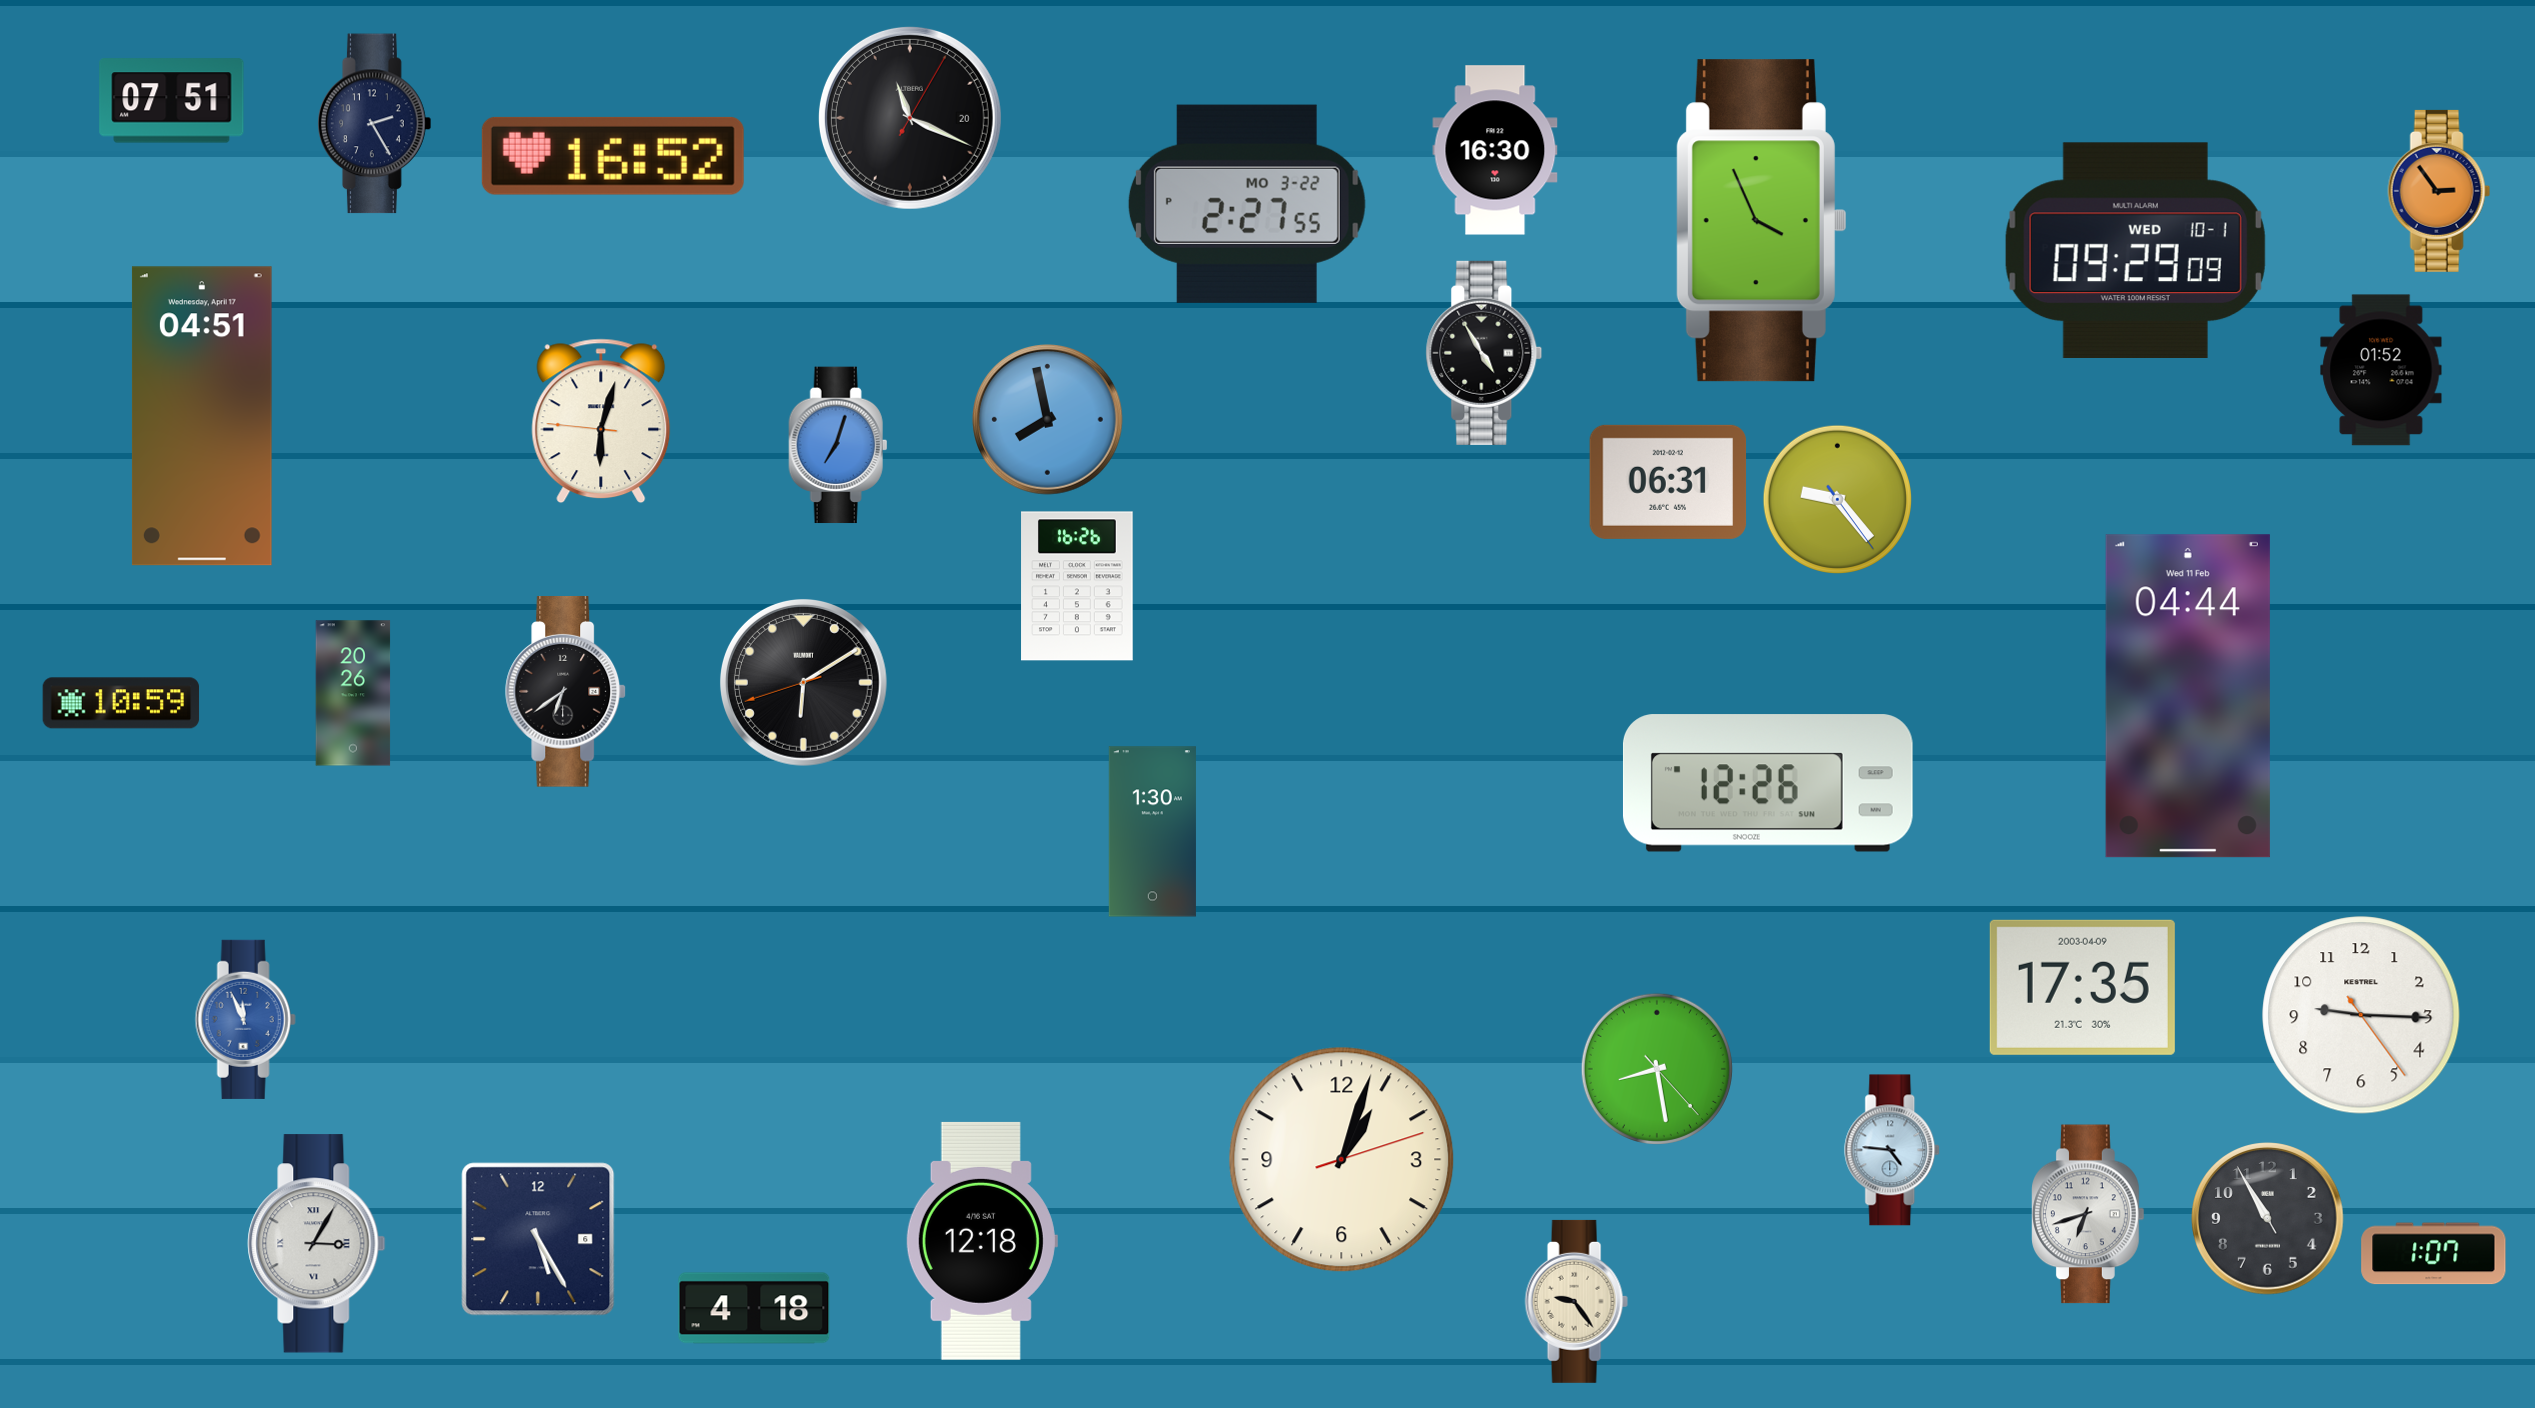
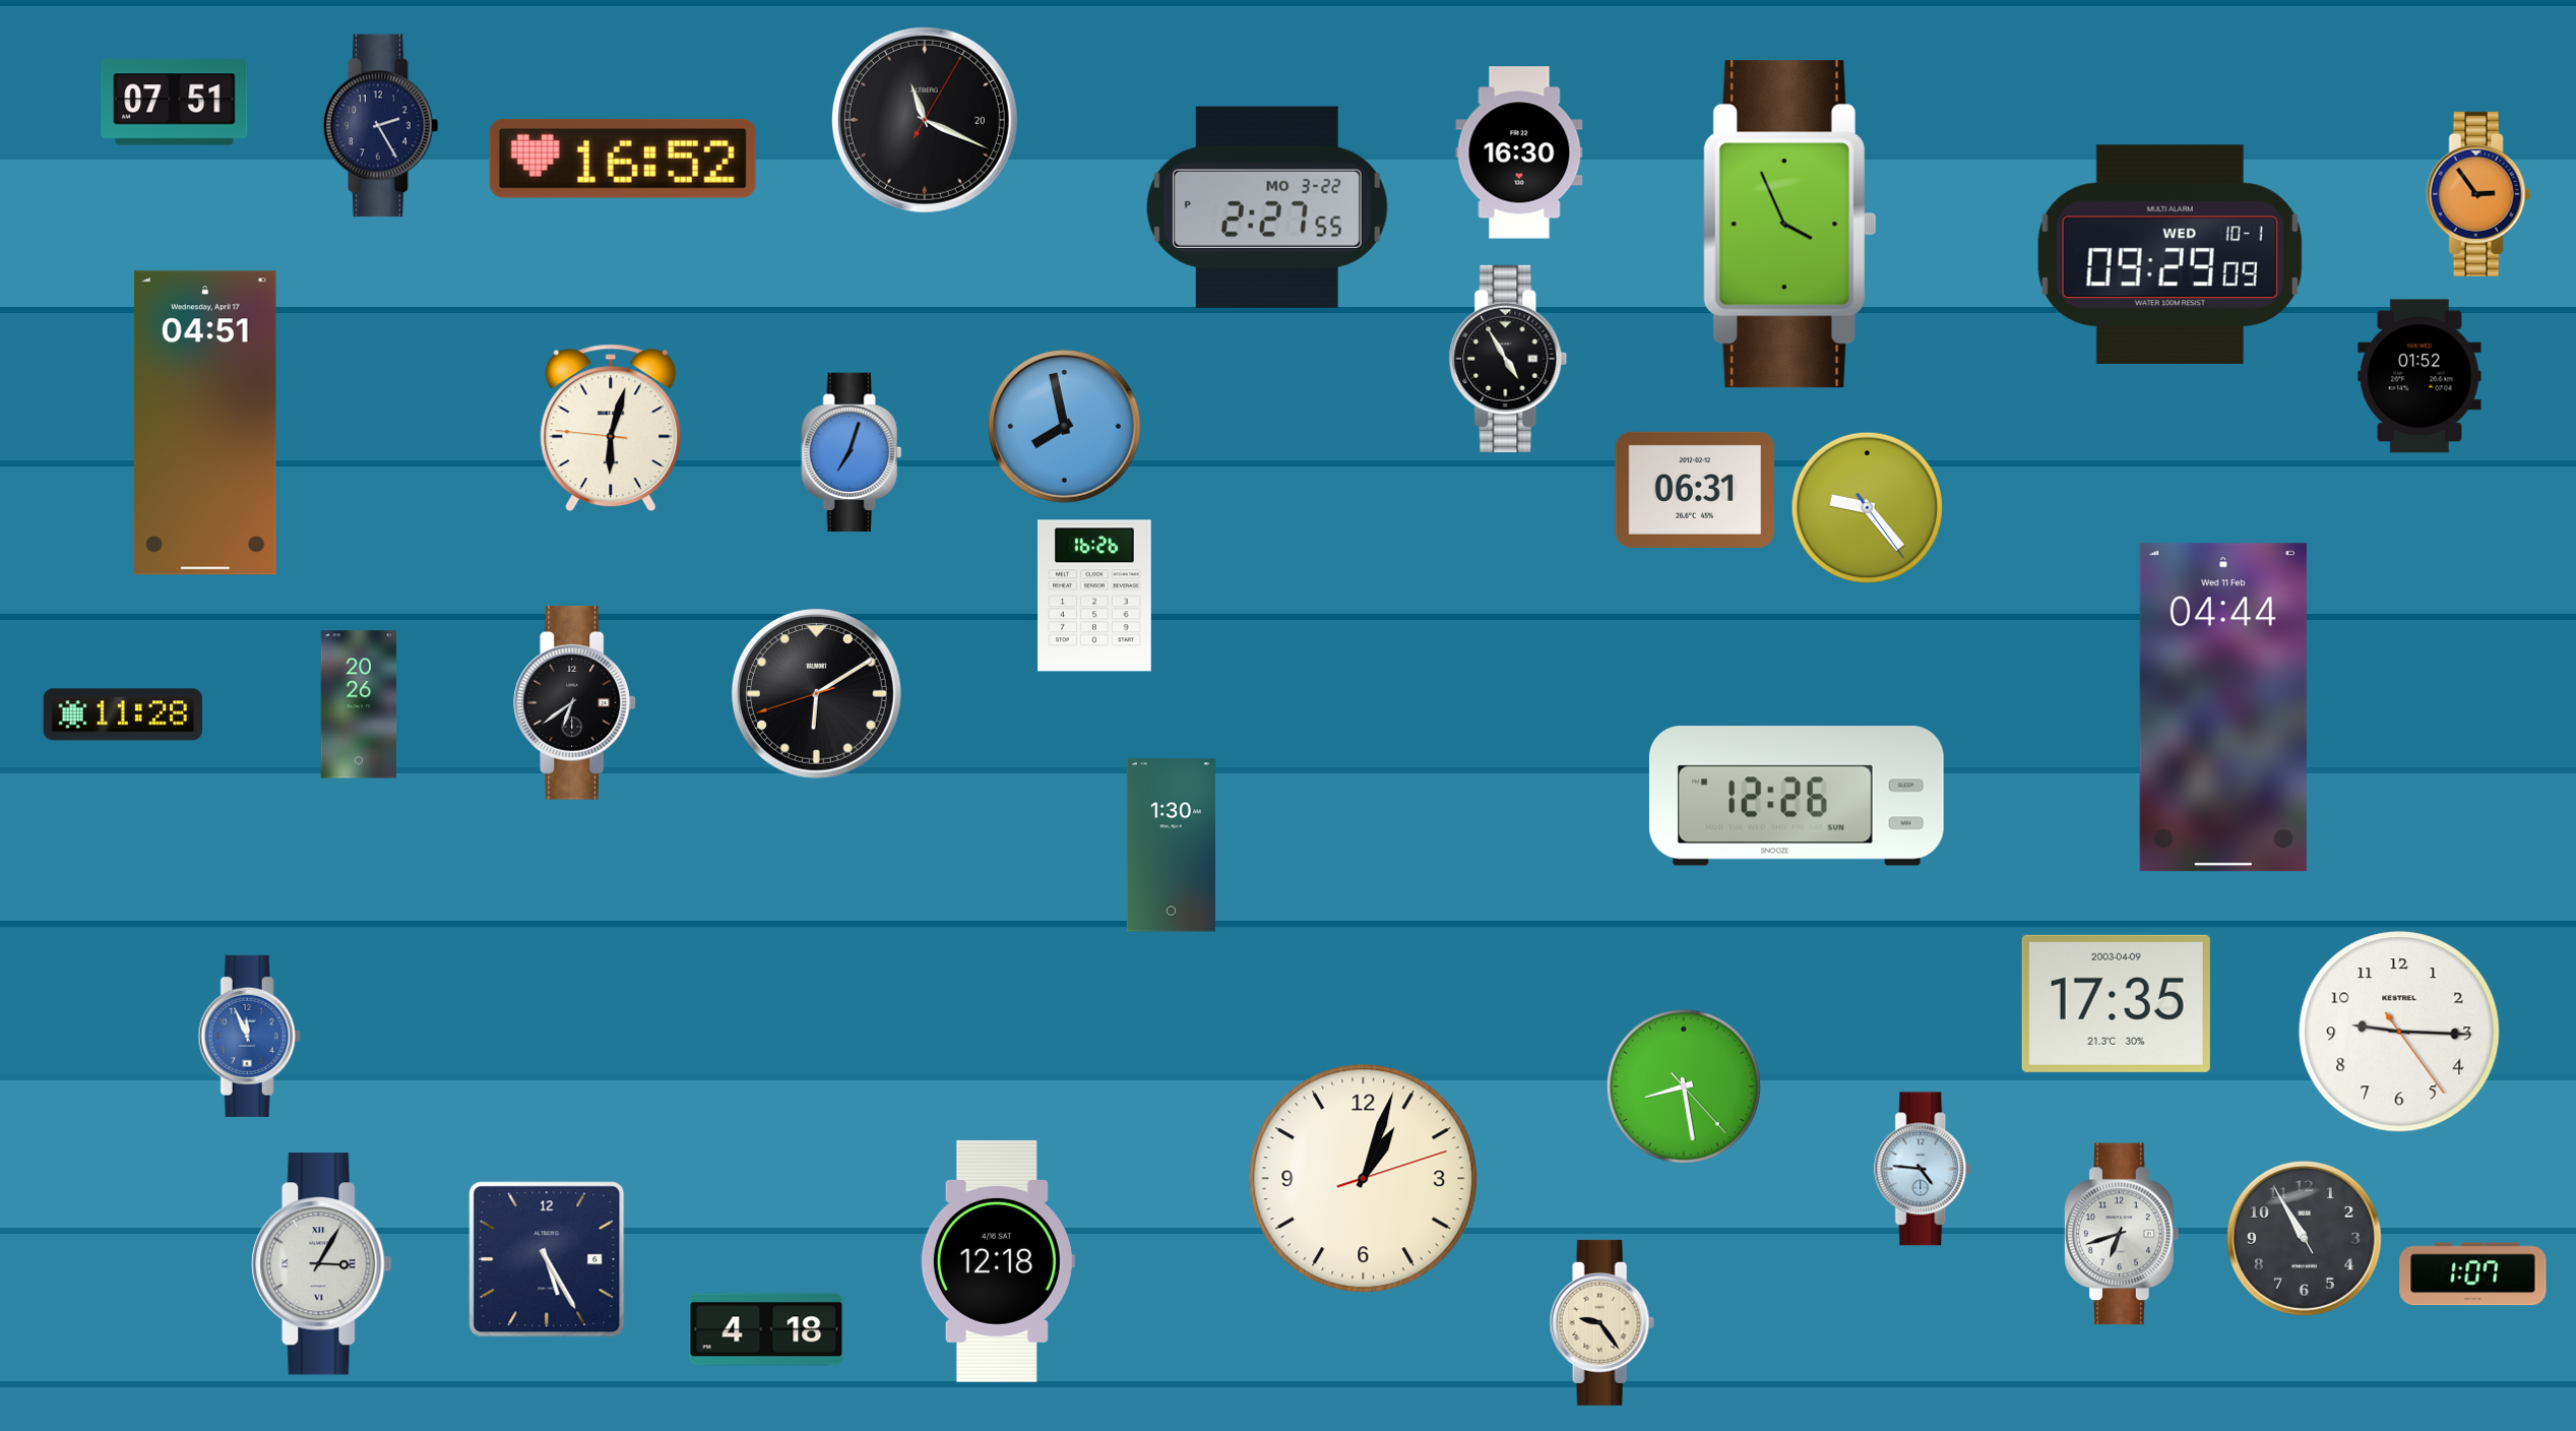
clock at (121, 703): 10:59 -> 11:28
